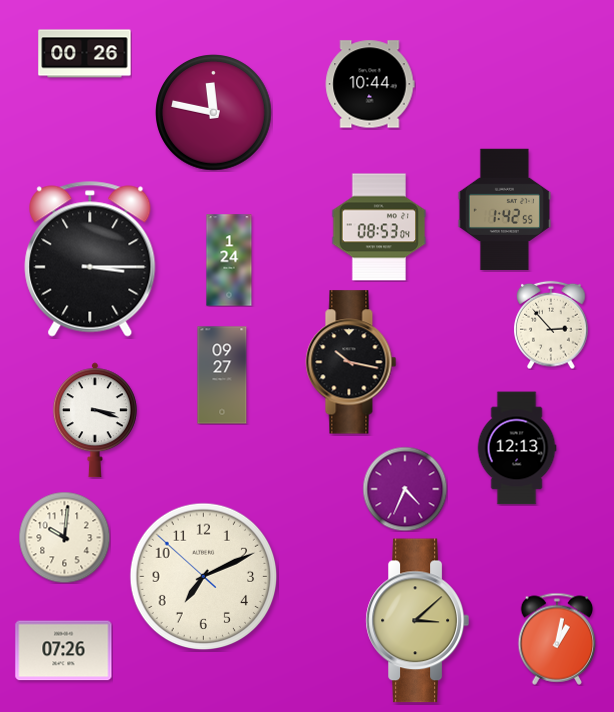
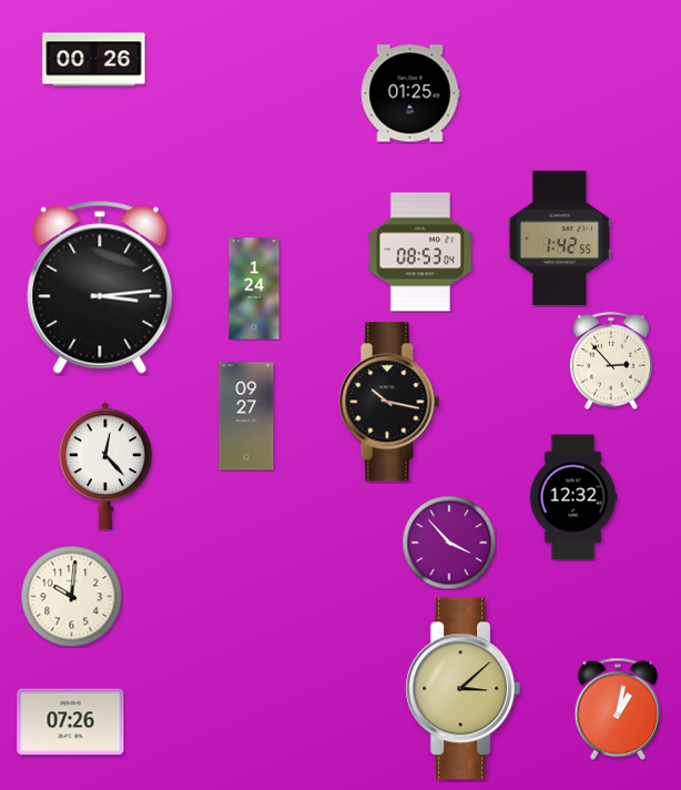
clock at (370, 84): 10:44 -> 01:25
clock at (214, 113): 11:47 -> none
clock at (504, 210) position: (504, 210) -> (559, 239)
clock at (90, 259): 3:15 -> 3:14
clock at (95, 420): 3:18 -> 12:23
clock at (517, 448): 12:13 -> 12:32
clock at (405, 489): 4:34 -> 3:53
clock at (204, 577): 7:10 -> none
